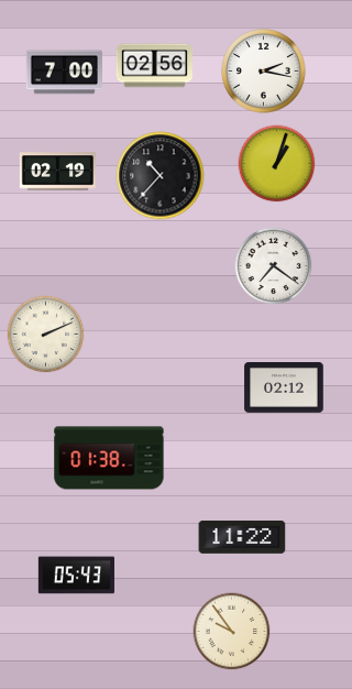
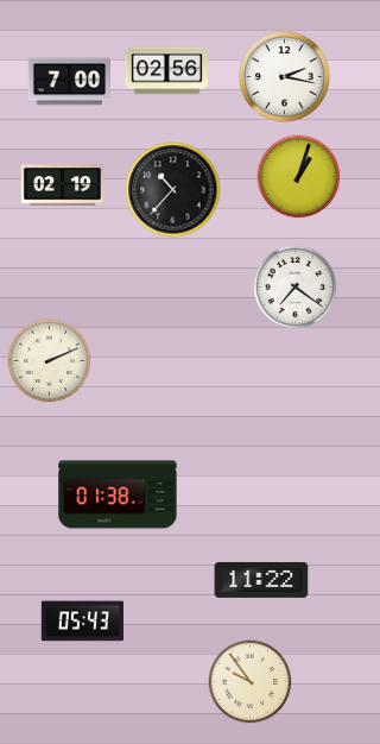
clock at (64, 73) position: (64, 73) -> (69, 82)
clock at (284, 389): 02:12 -> none
